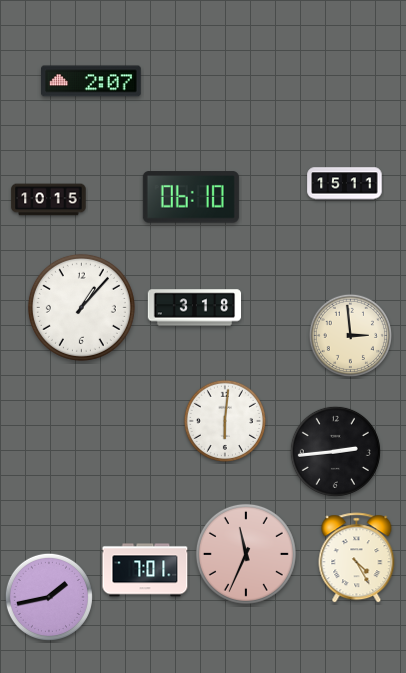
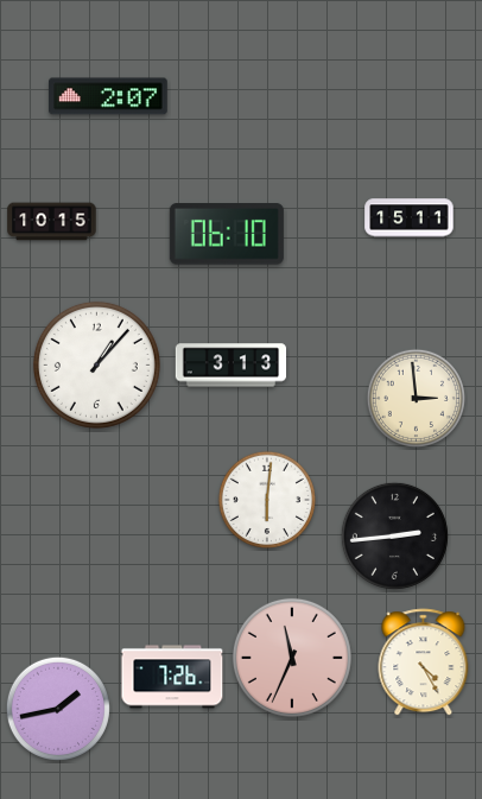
clock at (49, 200) position: (49, 200) -> (52, 222)
clock at (195, 308): 3:18 -> 3:13
clock at (335, 451) position: (335, 451) -> (394, 535)
clock at (145, 570): 7:01 -> 7:26
